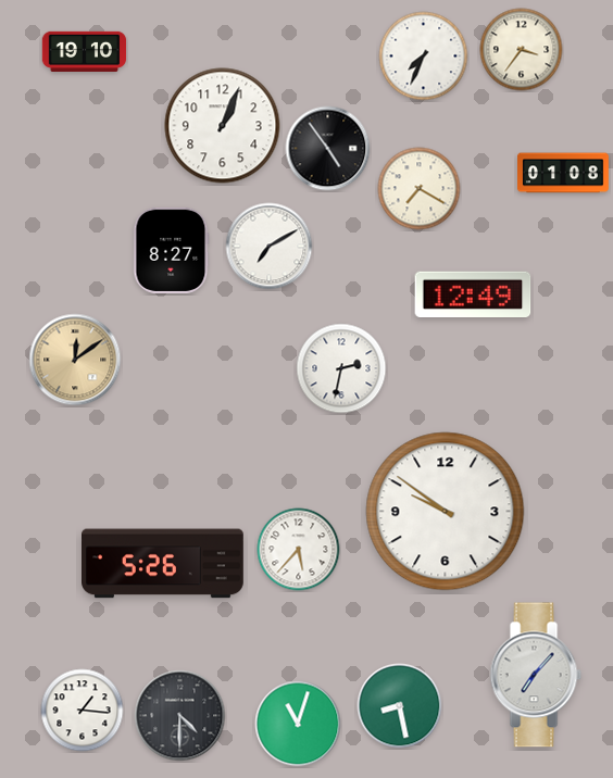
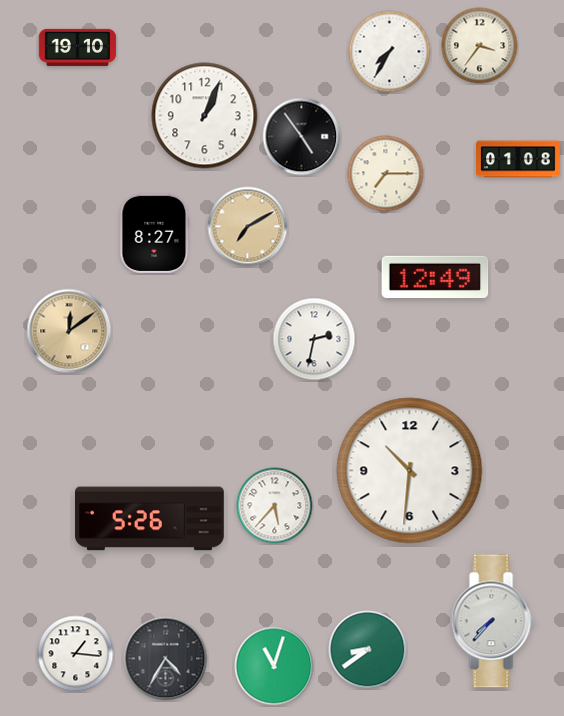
clock at (424, 57): 7:34 -> 7:35
clock at (420, 189): 7:20 -> 7:15
clock at (270, 247) dial: white -> champagne
clock at (172, 250) position: (172, 250) -> (155, 233)
clock at (473, 293) position: (473, 293) -> (435, 276)
clock at (446, 512): 9:51 -> 10:31
clock at (536, 675): 7:07 -> 7:37
clock at (400, 706): 8:28 -> 8:39
clock at (180, 716): 4:30 -> 4:35
